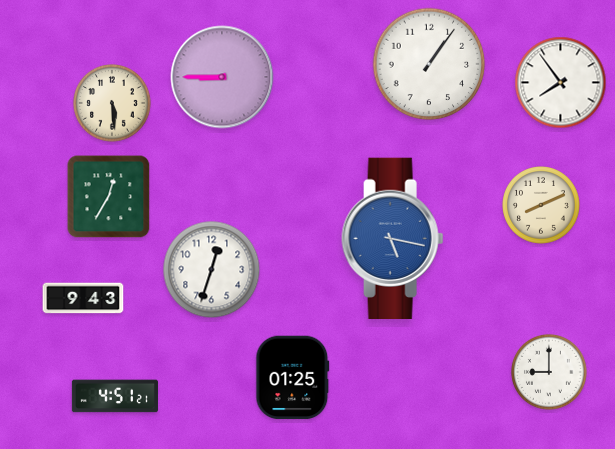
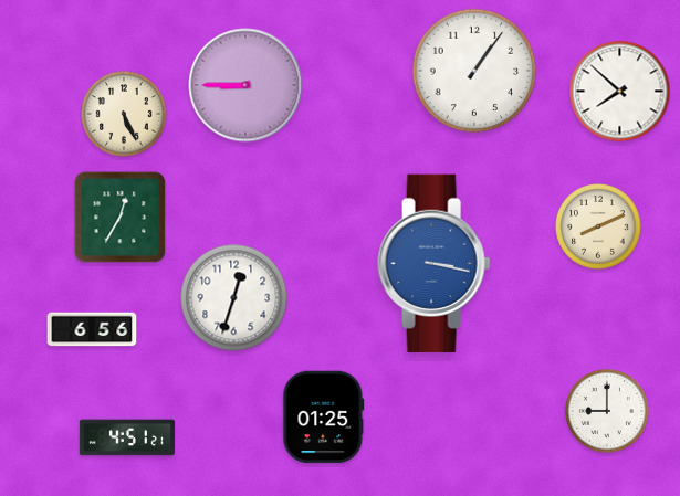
clock at (561, 83): 7:54 -> 7:52
clock at (113, 104): 5:29 -> 5:26
clock at (393, 238): 5:17 -> 3:17
clock at (83, 298): 9:43 -> 6:56
